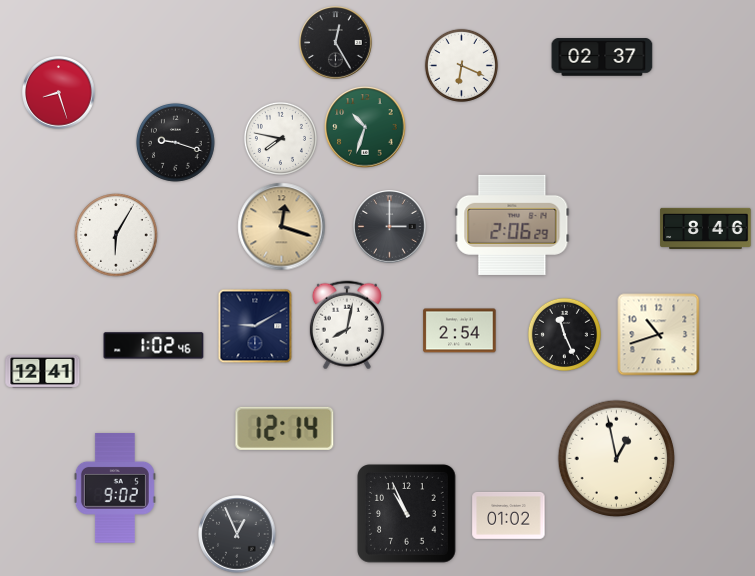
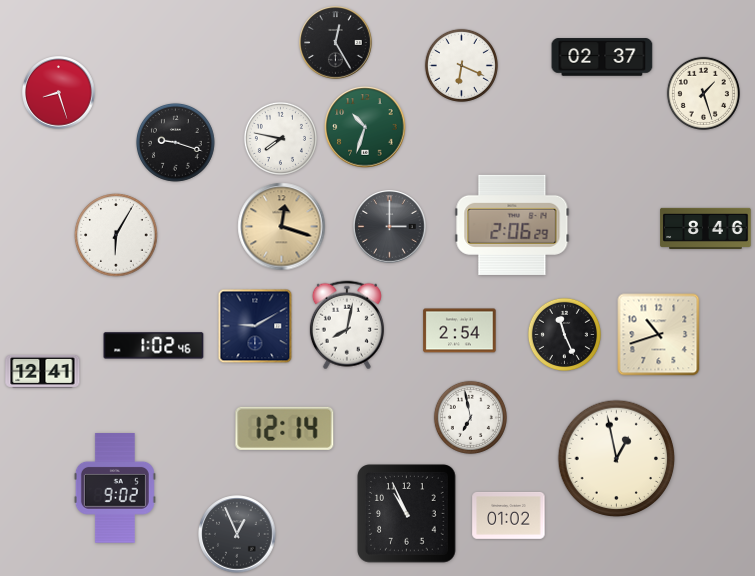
clock at (703, 93): none -> 1:27
clock at (470, 417): none -> 6:58
